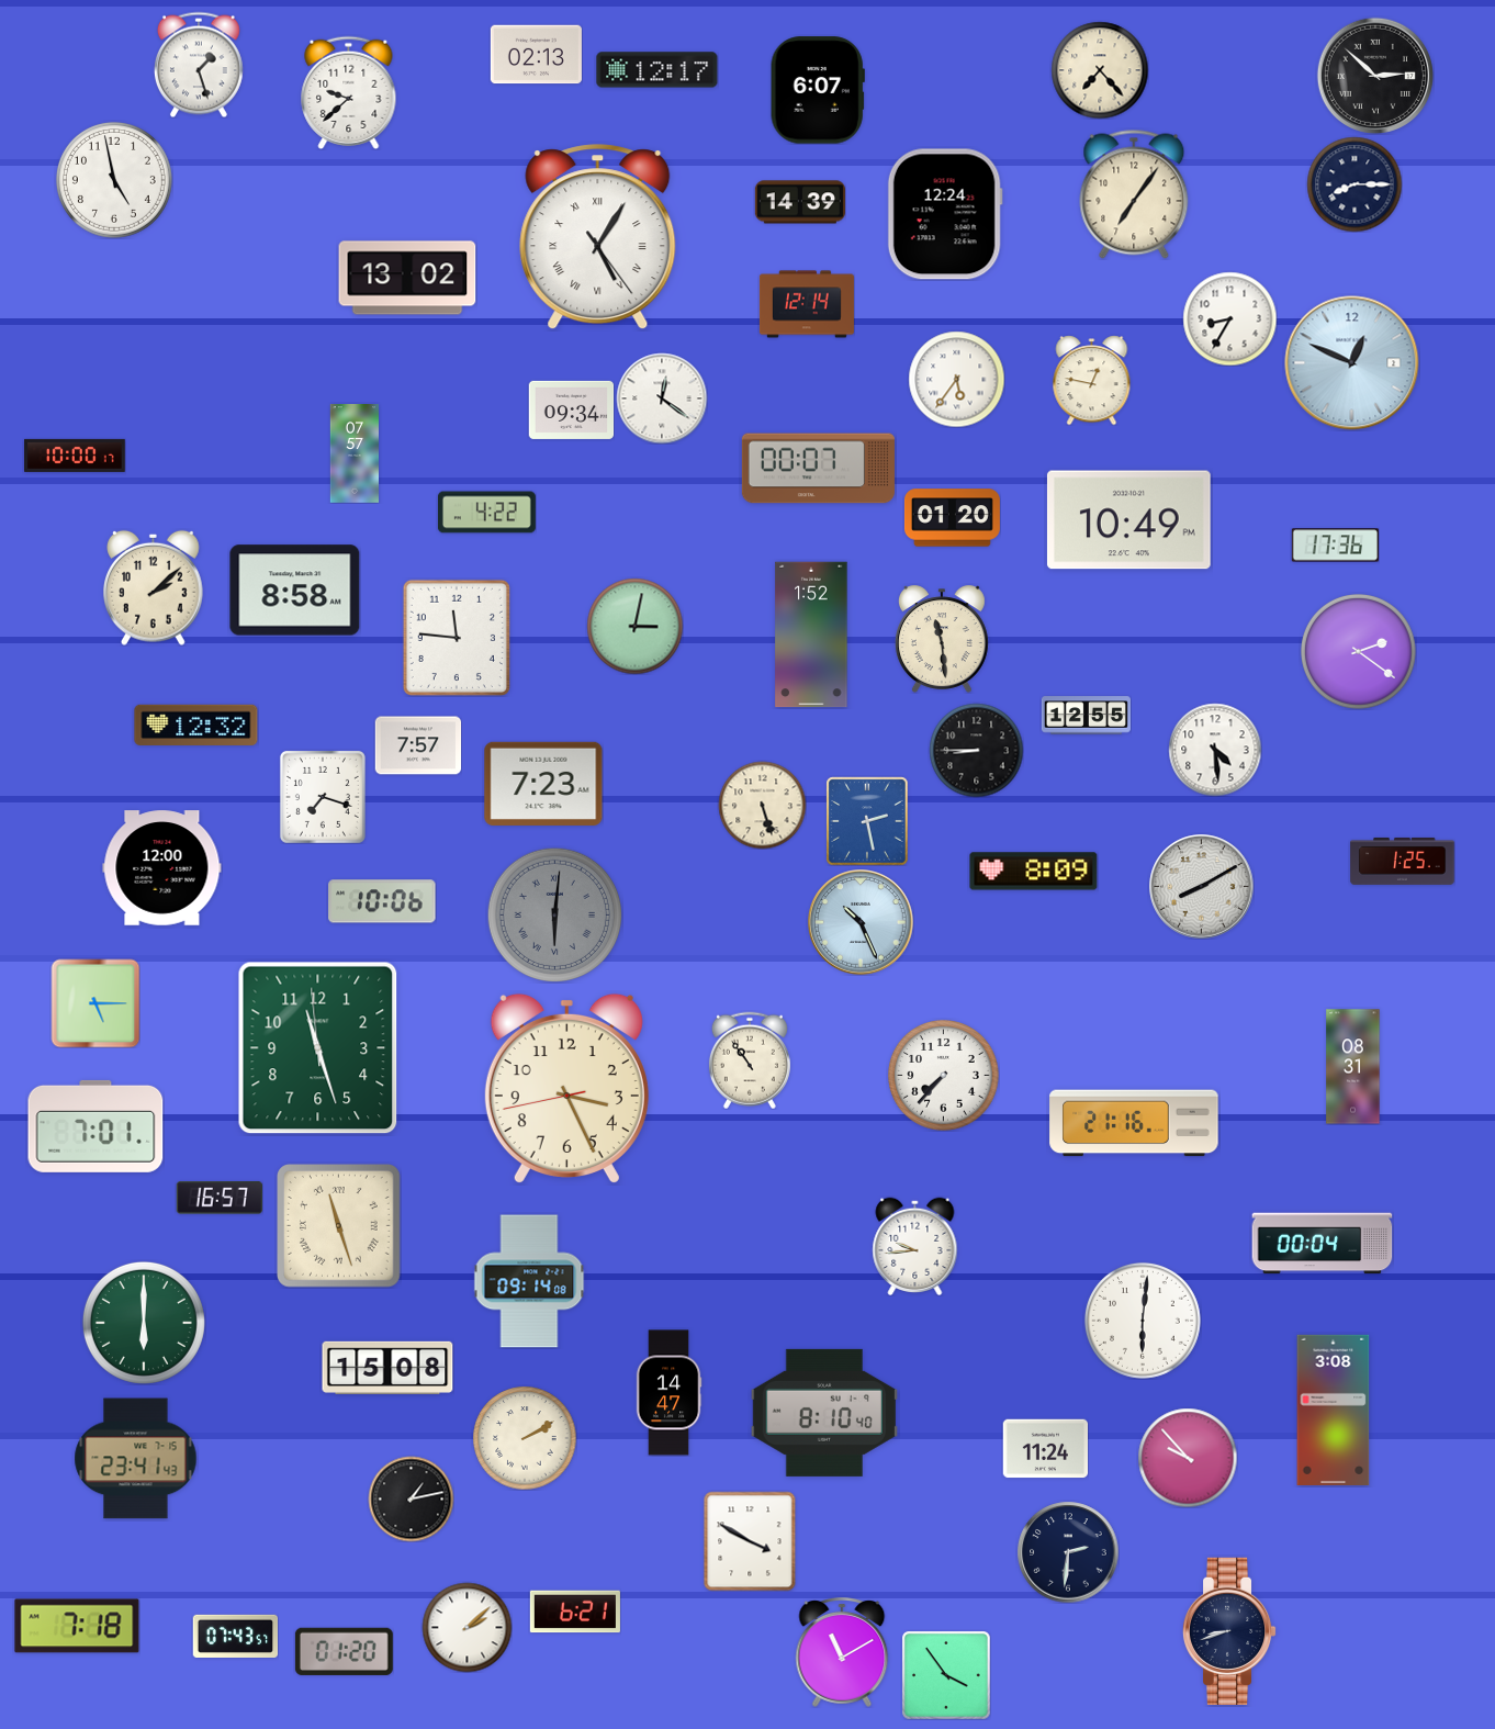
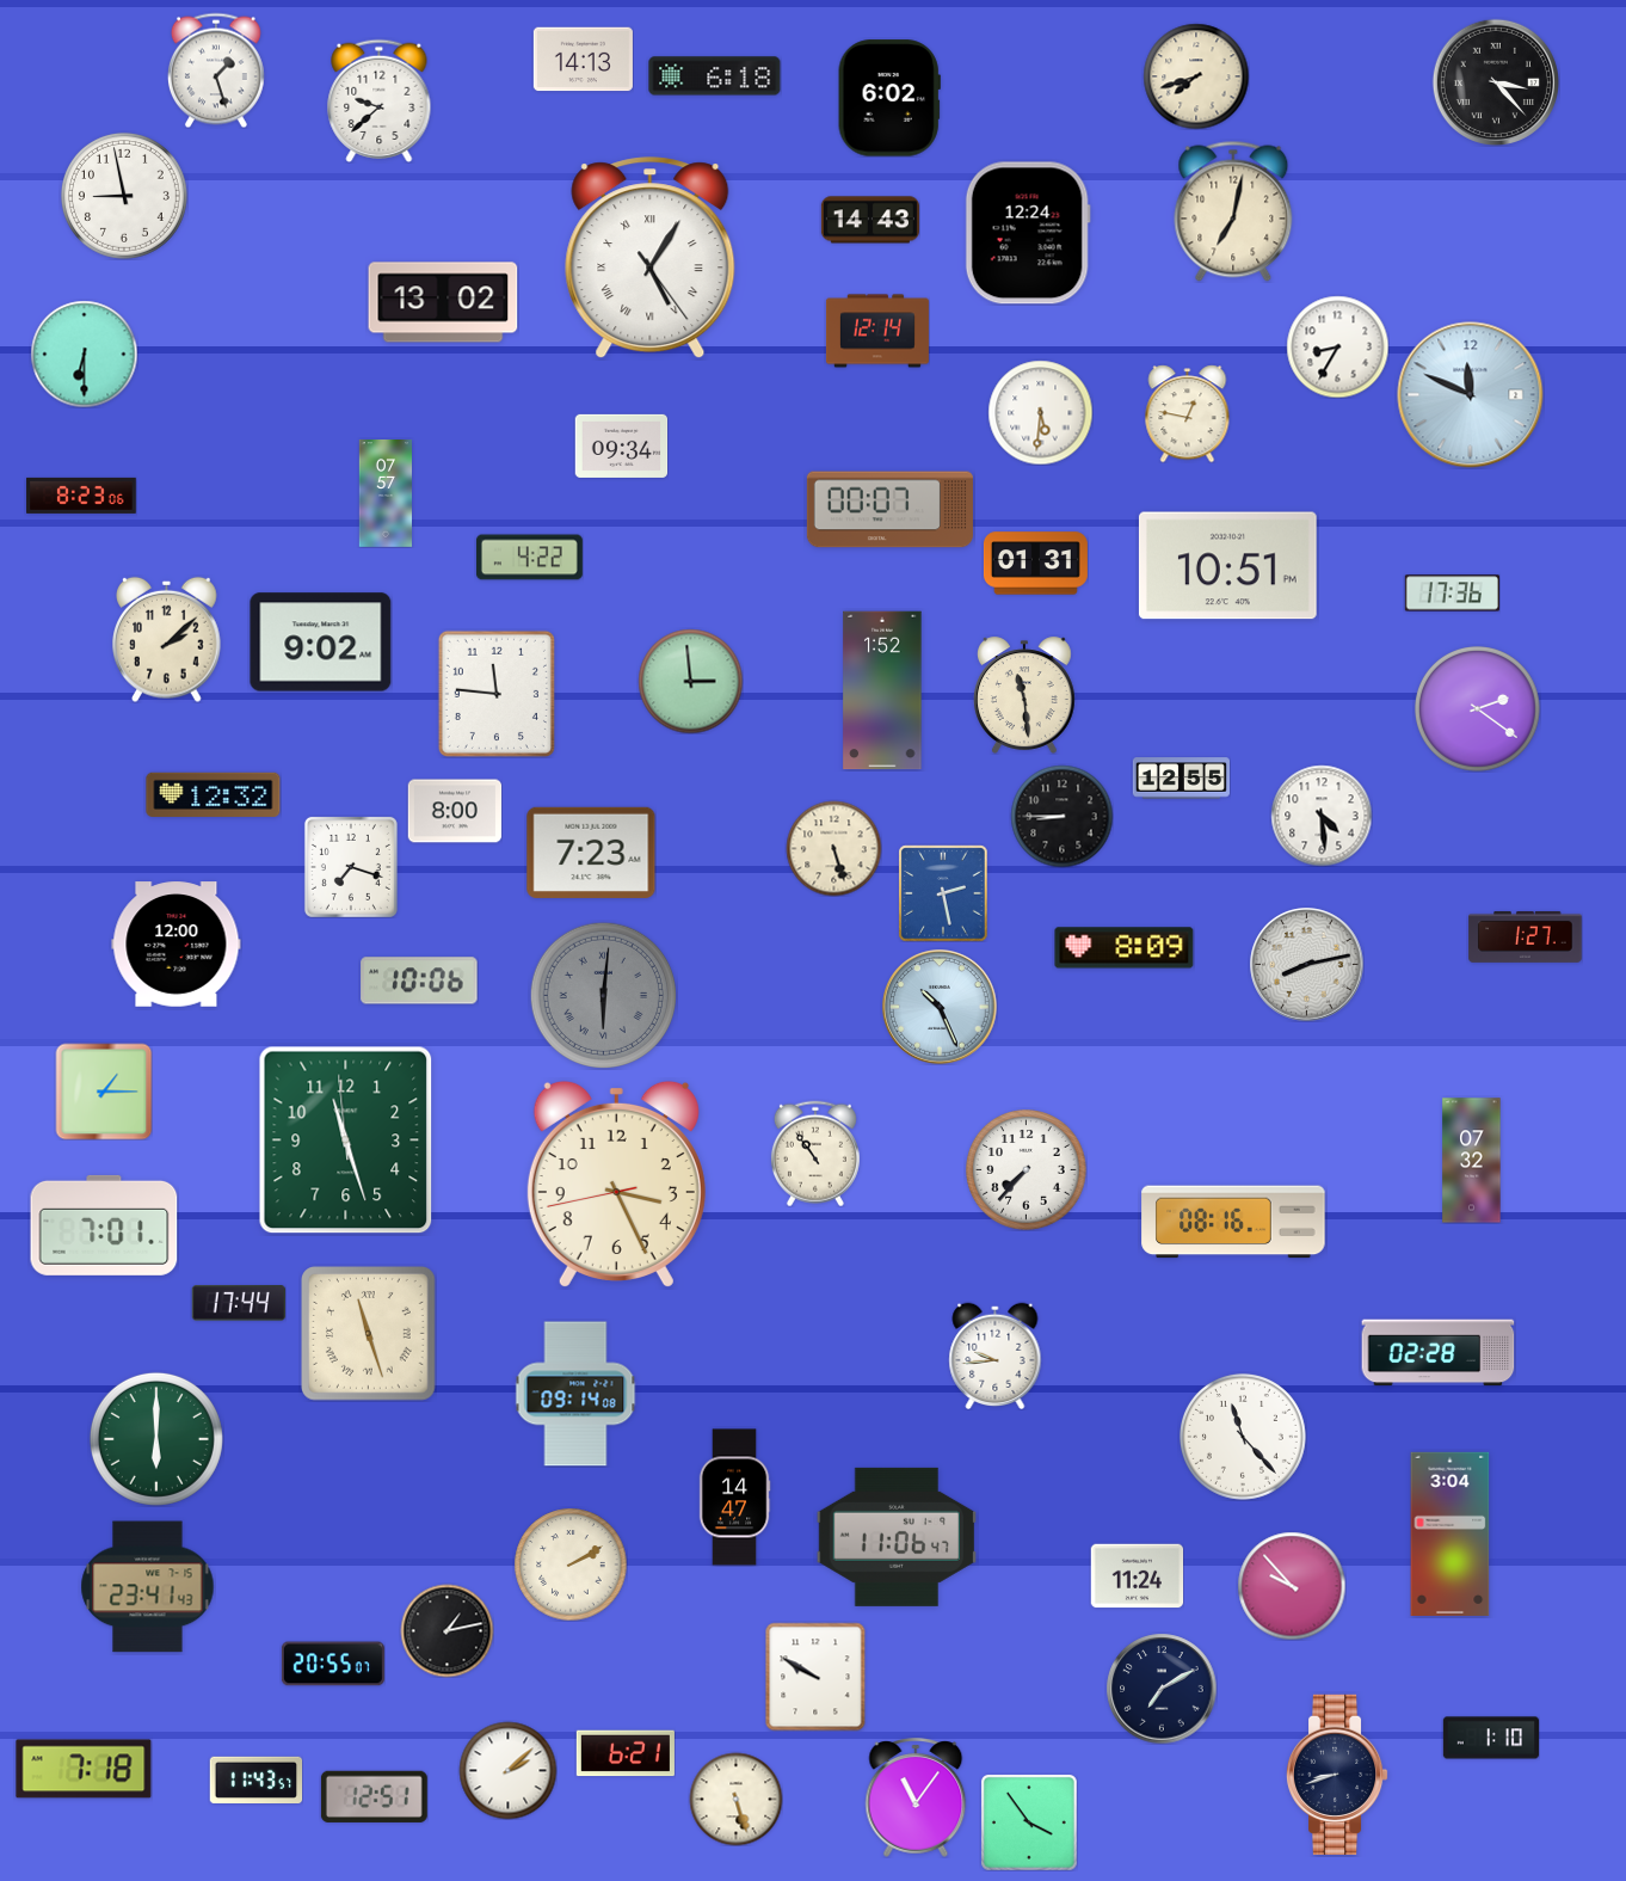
clock at (536, 55): 02:13 -> 14:13
clock at (657, 70): 12:17 -> 6:18
clock at (1100, 70): 7:23 -> 7:42
clock at (1375, 76): 2:52 -> 3:23
clock at (818, 90): 6:07 -> 6:02
clock at (114, 180): 4:58 -> 8:58
clock at (1355, 184): 8:15 -> none
clock at (1134, 194): 7:06 -> 7:02
clock at (800, 202): 14:39 -> 14:43
clock at (84, 354): none -> 6:30
clock at (1352, 363): 12:49 -> 11:49
clock at (956, 379): 5:36 -> 5:31
clock at (662, 398): 12:21 -> none
clock at (75, 456): 10:00 -> 8:23
clock at (952, 518): 01:20 -> 01:31
clock at (1128, 520): 10:49 -> 10:51
clock at (295, 591): 8:58 -> 9:02
clock at (634, 626): 3:02 -> 2:59
clock at (196, 725) position: (196, 725) -> (214, 794)
clock at (418, 745): 7:57 -> 8:00
clock at (762, 805) position: (762, 805) -> (833, 848)
clock at (1403, 861): 1:25 -> 1:27
clock at (1202, 887): 8:10 -> 8:13
clock at (382, 901) position: (382, 901) -> (419, 981)
clock at (861, 922) position: (861, 922) -> (940, 1007)
clock at (95, 1003): 5:15 -> 1:15
clock at (1353, 1067): 08:31 -> 07:32
clock at (1134, 1123): 21:16 -> 08:16
clock at (220, 1198): 16:57 -> 17:44
clock at (1323, 1244): 00:04 -> 02:28
clock at (1143, 1321): 6:01 -> 11:23
clock at (387, 1368): 15:08 -> none
clock at (668, 1393) position: (668, 1393) -> (734, 1498)
clock at (1334, 1410): 3:08 -> 3:04
clock at (823, 1413): 8:10 -> 11:06
clock at (333, 1664): none -> 20:55
clock at (750, 1541): 3:50 -> 9:50
clock at (1068, 1552): 2:31 -> 7:10
clock at (1490, 1738): none -> 1:10
clock at (235, 1636): 07:43 -> 11:43
clock at (344, 1651): 01:20 -> 12:51
clock at (735, 1799): none -> 5:27
clock at (842, 1653): 11:10 -> 11:06
